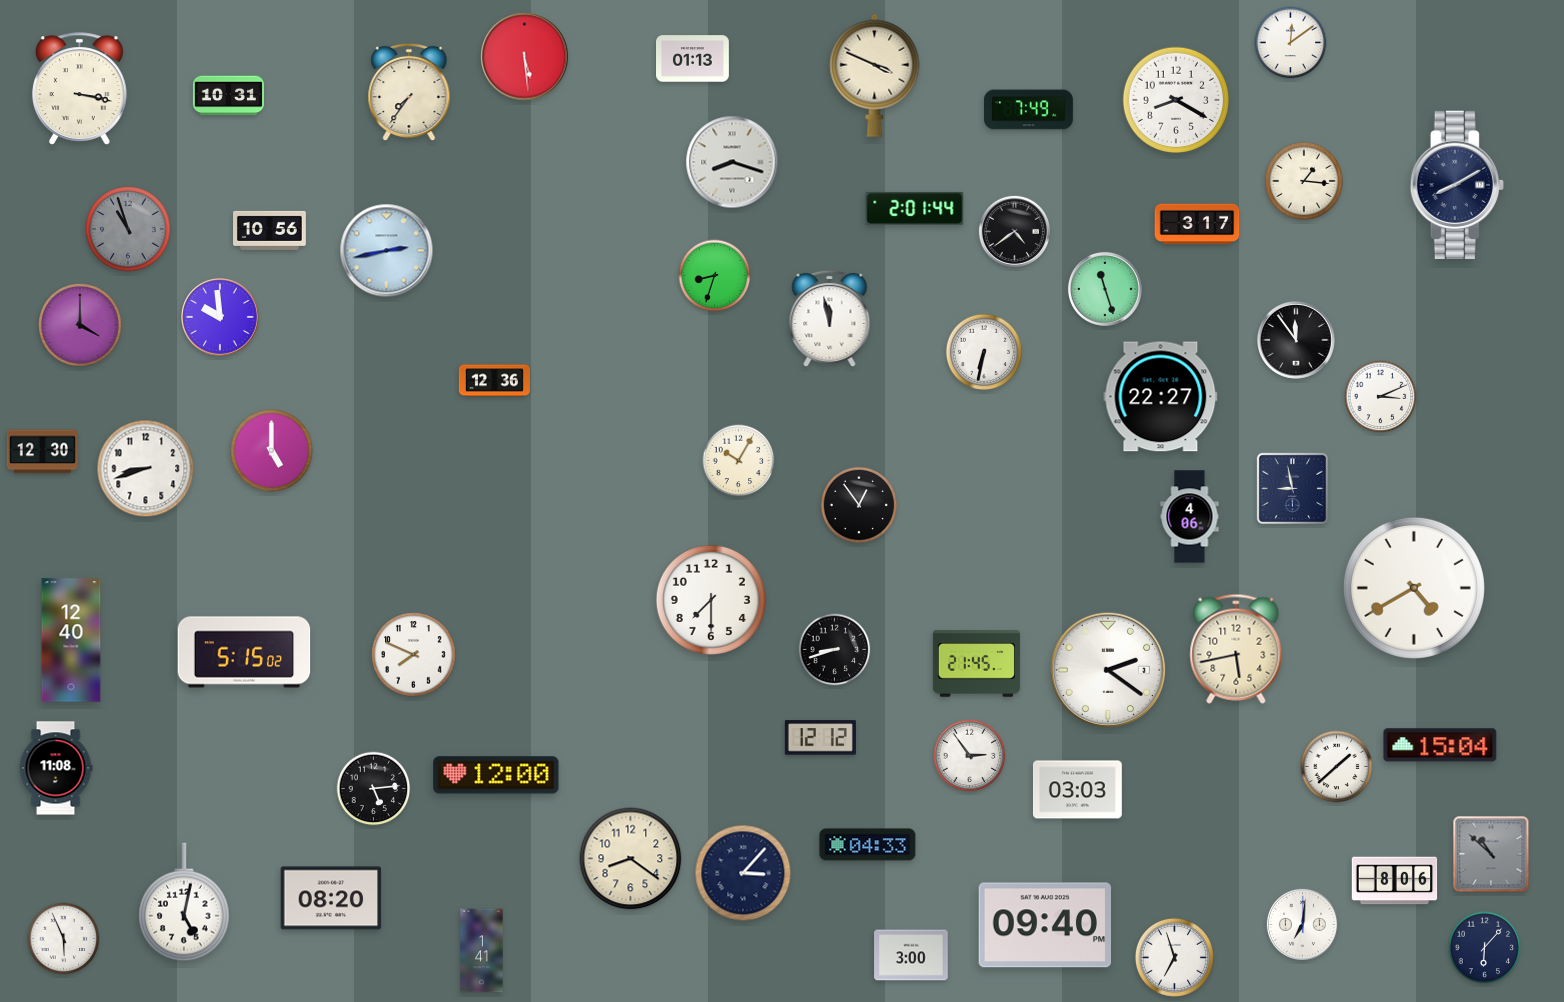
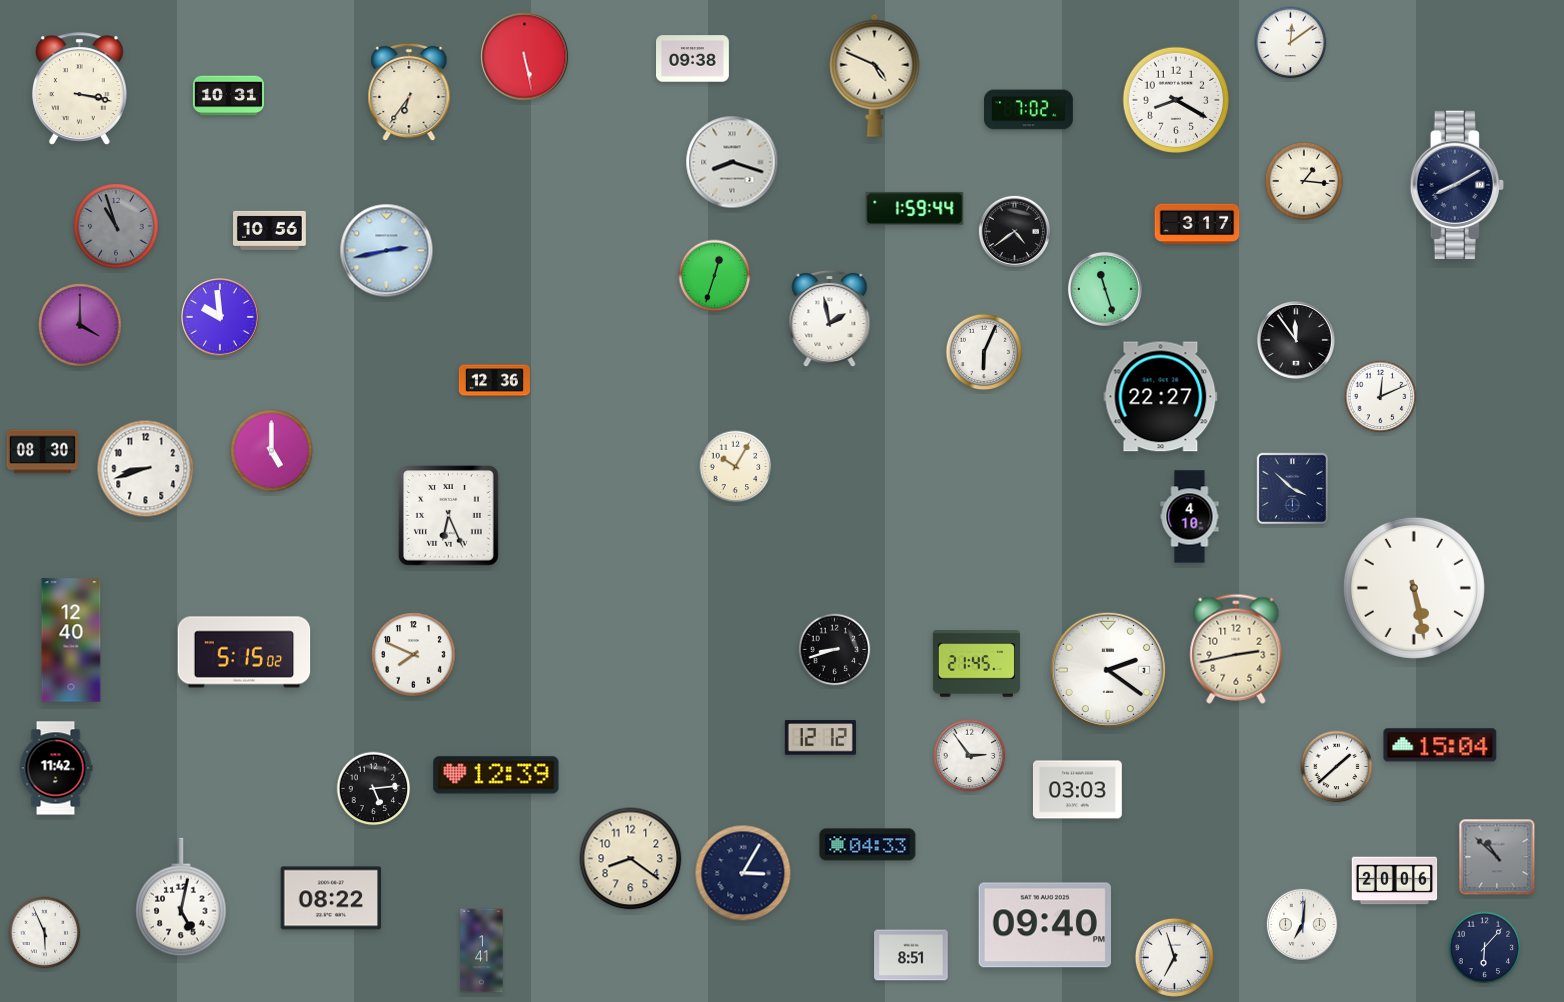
clock at (525, 57): 5:29 -> 5:28
clock at (693, 59): 01:13 -> 09:38
clock at (875, 75): 3:49 -> 4:49
clock at (409, 92): 7:36 -> 6:36
clock at (1029, 110): 7:49 -> 7:02
clock at (915, 208): 2:01 -> 1:59
clock at (128, 229) position: (128, 229) -> (116, 226)
clock at (715, 276): 8:33 -> 12:33
clock at (830, 319): 11:58 -> 1:58
clock at (984, 352): 6:32 -> 6:04
clock at (1381, 397): 3:11 -> 12:11
clock at (42, 452): 12:30 -> 08:30
clock at (739, 461) position: (739, 461) -> (736, 467)
clock at (1292, 488): 8:58 -> 3:52
clock at (859, 505): 12:54 -> none
clock at (449, 516): none -> 6:26
clock at (1190, 517): 4:06 -> 4:10
clock at (1414, 588): 4:40 -> 5:28
clock at (711, 600): 7:30 -> none
clock at (1236, 649): 5:43 -> 2:43
clock at (56, 768): 11:08 -> 11:42
clock at (496, 775): 12:00 -> 12:39
clock at (1491, 854) position: (1491, 854) -> (1497, 857)
clock at (743, 873): 3:07 -> 3:05
clock at (1395, 881): 8:06 -> 20:06
clock at (331, 898): 08:20 -> 08:22
clock at (184, 902) position: (184, 902) -> (181, 897)
clock at (64, 939) position: (64, 939) -> (45, 933)
clock at (911, 955): 3:00 -> 8:51
